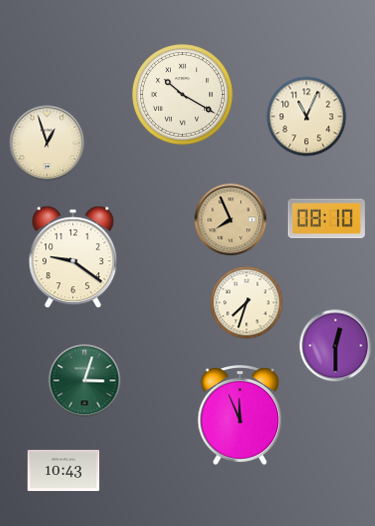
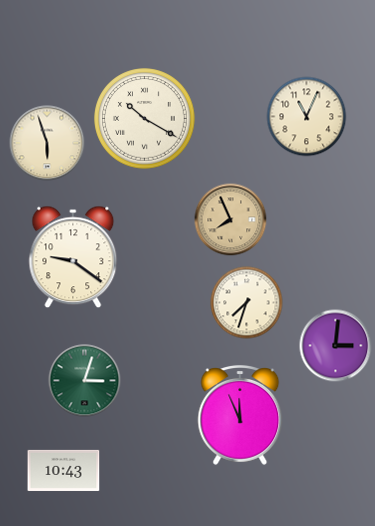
clock at (183, 95) position: (183, 95) -> (145, 119)
clock at (47, 143): 12:57 -> 5:57
clock at (326, 219): 08:10 -> none
clock at (336, 346): 12:30 -> 3:01
